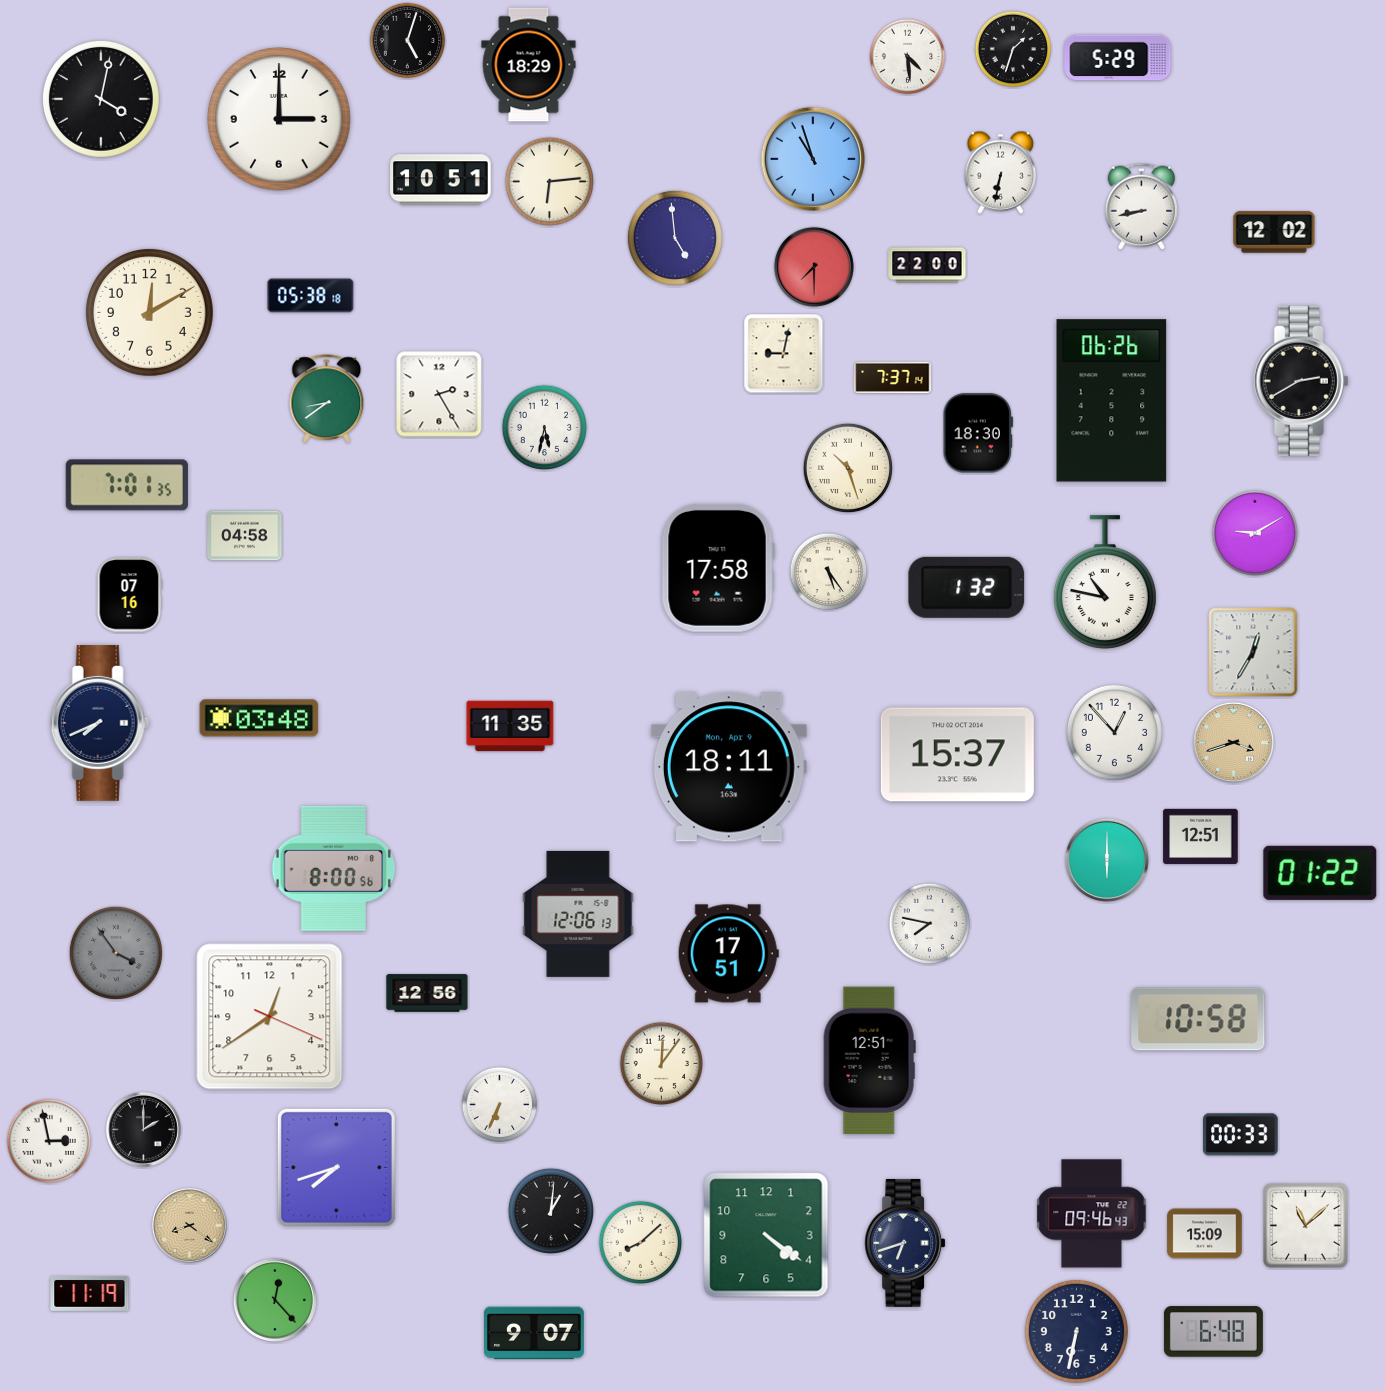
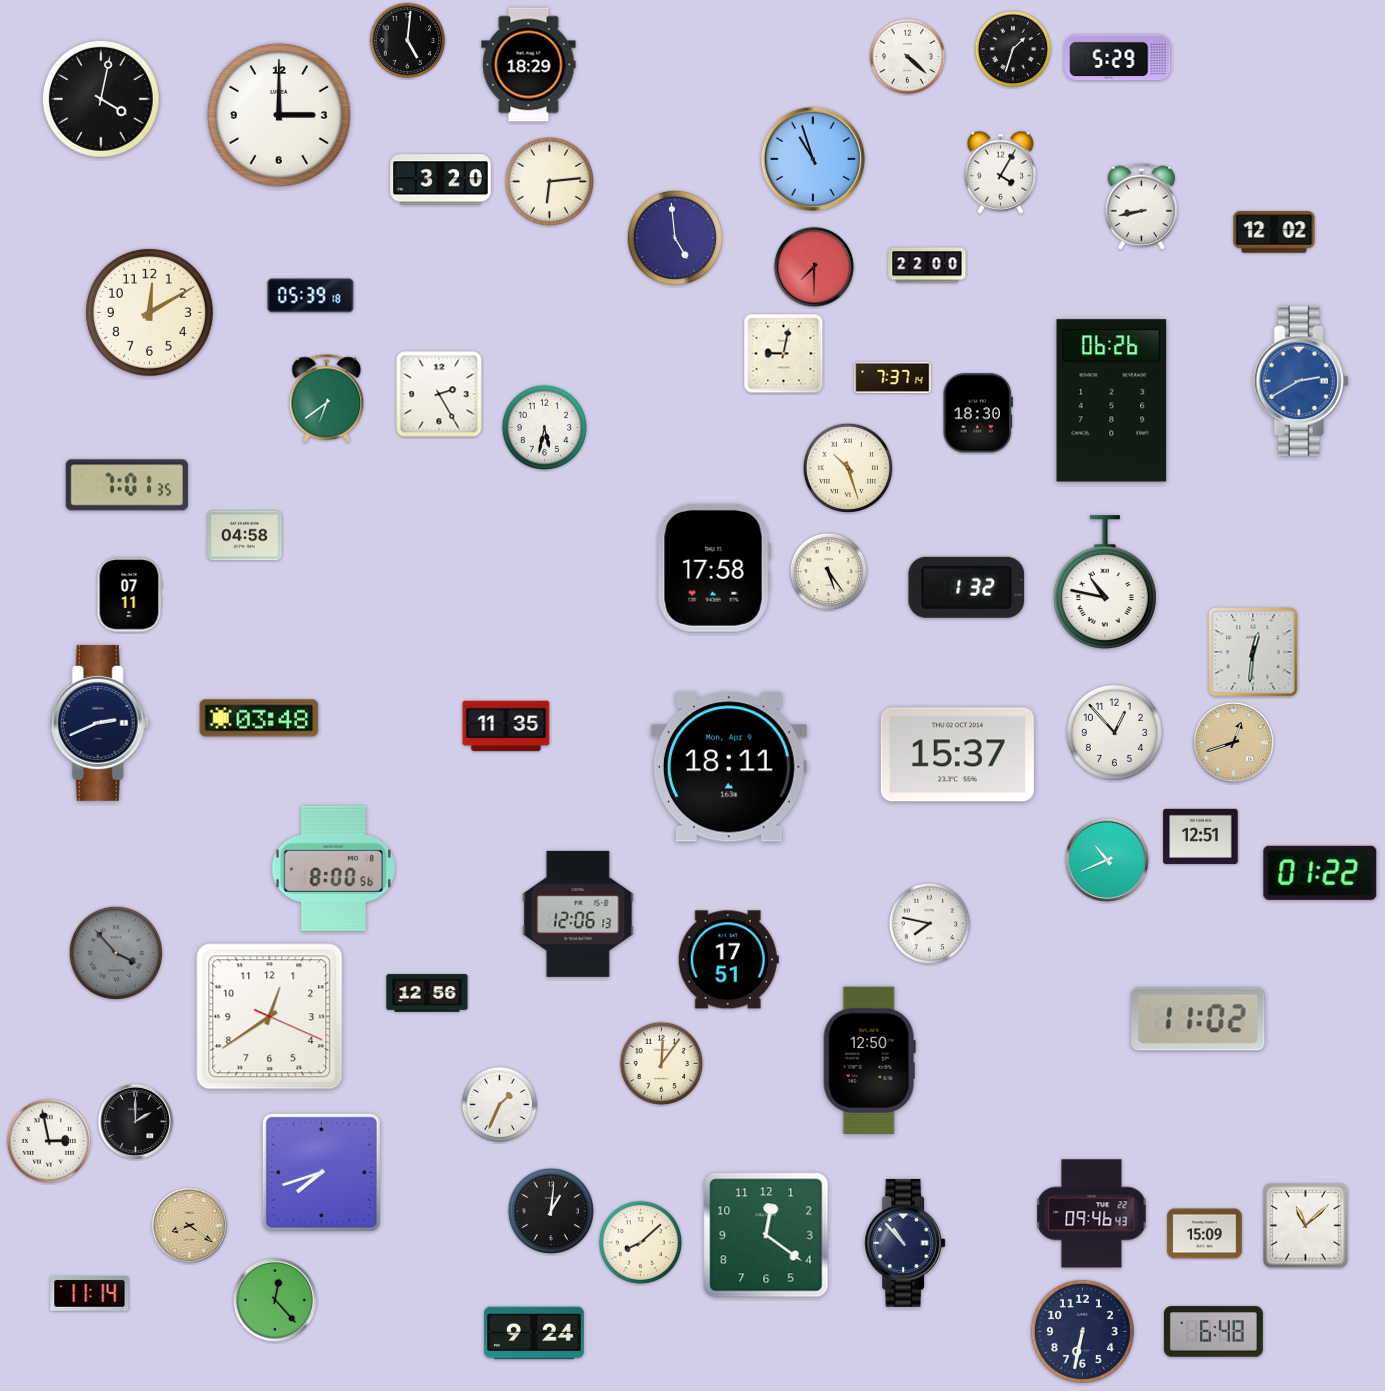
clock at (408, 41): 5:03 -> 5:01
clock at (908, 57): 4:29 -> 4:22
clock at (279, 119) position: (279, 119) -> (279, 115)
clock at (1001, 172): 6:32 -> 4:05
clock at (441, 180): 10:51 -> 3:20
clock at (311, 296): 05:38 -> 05:39
clock at (1301, 381) dial: black -> blue
clock at (327, 399): 8:39 -> 6:39
clock at (978, 433) position: (978, 433) -> (978, 413)
clock at (1254, 532): 9:10 -> none
clock at (718, 568) position: (718, 568) -> (714, 568)
clock at (129, 595): 07:16 -> 07:11
clock at (1253, 652): 12:35 -> 12:31
clock at (100, 723): 7:41 -> 2:41
clock at (510, 726) position: (510, 726) -> (506, 726)
clock at (1233, 742): 3:42 -> 12:42
clock at (1107, 860): 6:00 -> 10:41
clock at (116, 953): 3:54 -> 3:53
clock at (728, 954) position: (728, 954) -> (728, 960)
clock at (1198, 1019): 10:58 -> 11:02
clock at (869, 1061): 12:51 -> 12:50
clock at (500, 1105): 6:34 -> 1:34
clock at (143, 1129) position: (143, 1129) -> (135, 1121)
clock at (1241, 1135): 00:33 -> none
clock at (336, 1167) position: (336, 1167) -> (321, 1172)
clock at (766, 1235): 4:21 -> 12:21
clock at (905, 1243): 6:42 -> 10:53
clock at (90, 1293): 11:19 -> 11:14
clock at (1076, 1331) position: (1076, 1331) -> (1082, 1331)
clock at (535, 1333): 9:07 -> 9:24
